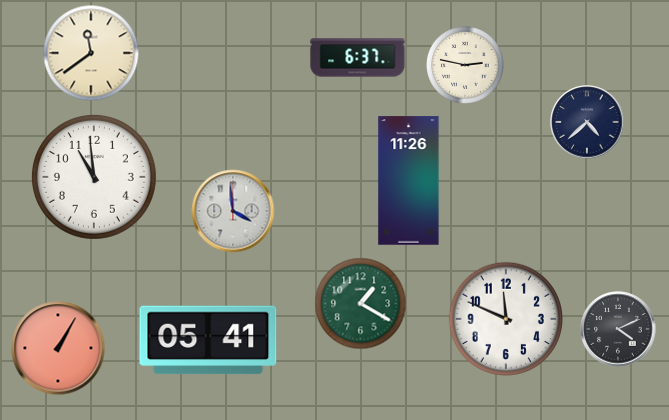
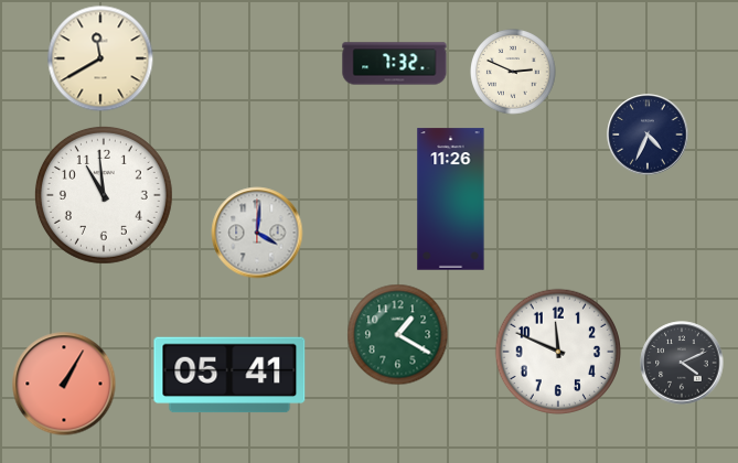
clock at (91, 53): 11:39 -> 11:40
clock at (358, 58): 6:37 -> 7:32
clock at (465, 65): 2:47 -> 2:49
clock at (587, 122): 4:38 -> 4:34
clock at (233, 211): 3:59 -> 4:01
